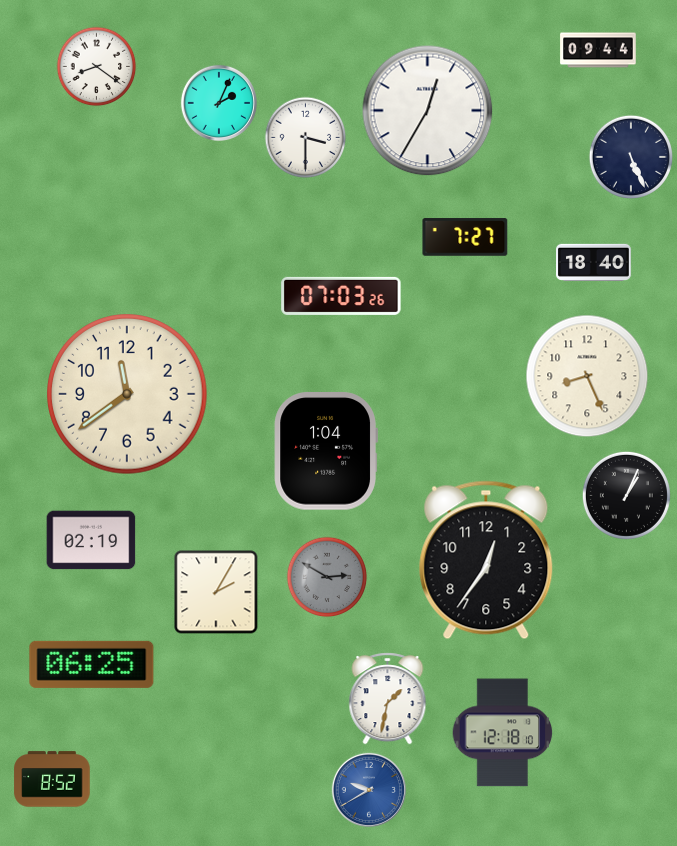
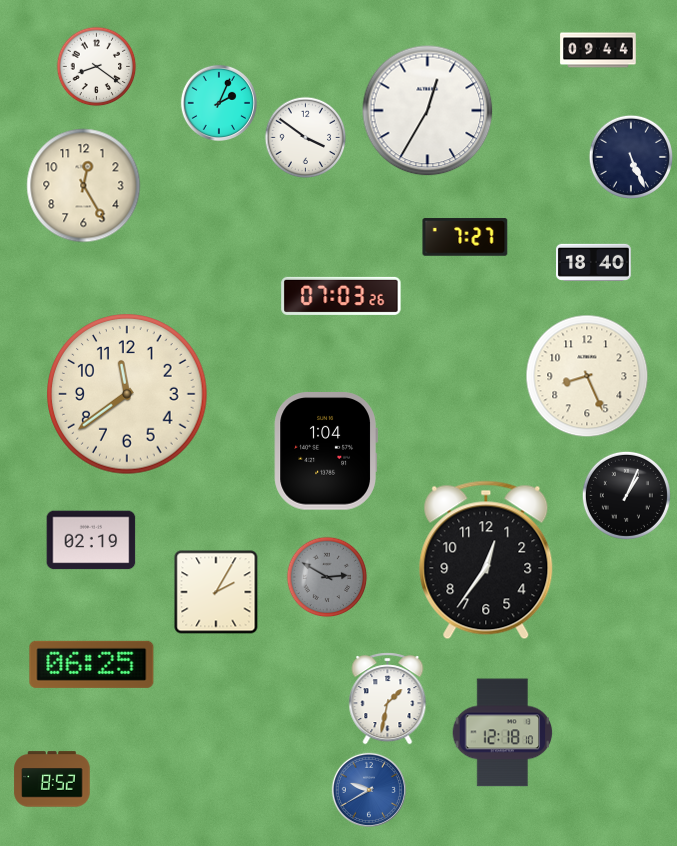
clock at (306, 138): 3:30 -> 3:51
clock at (84, 186): none -> 12:25
